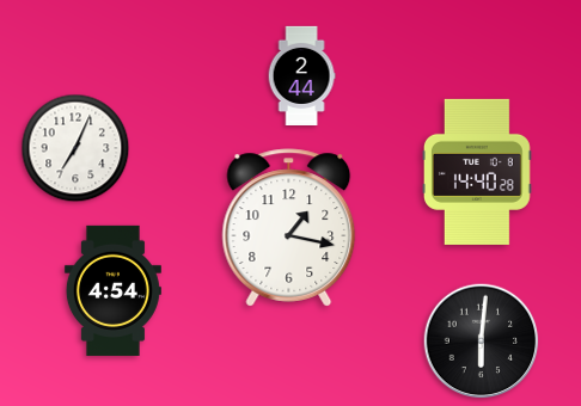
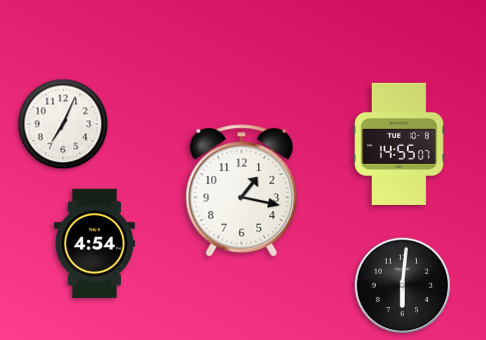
clock at (301, 75): 2:44 -> none
clock at (477, 172): 14:40 -> 14:55
